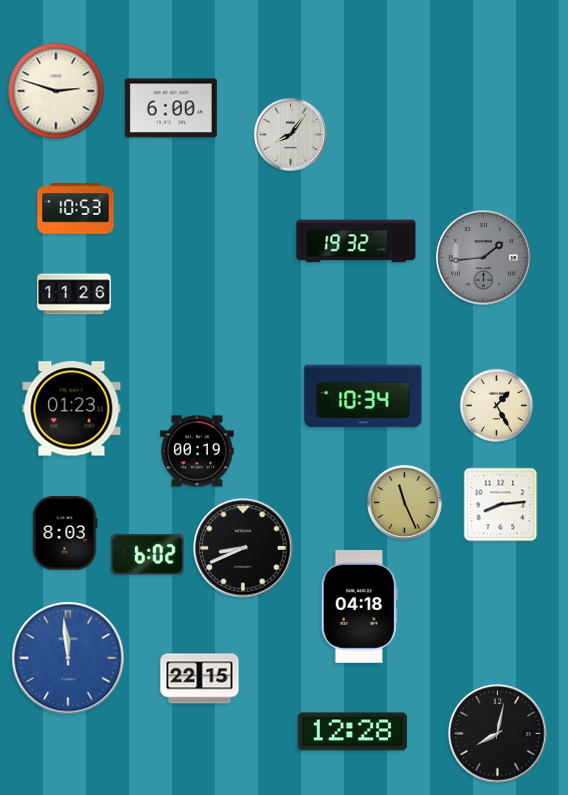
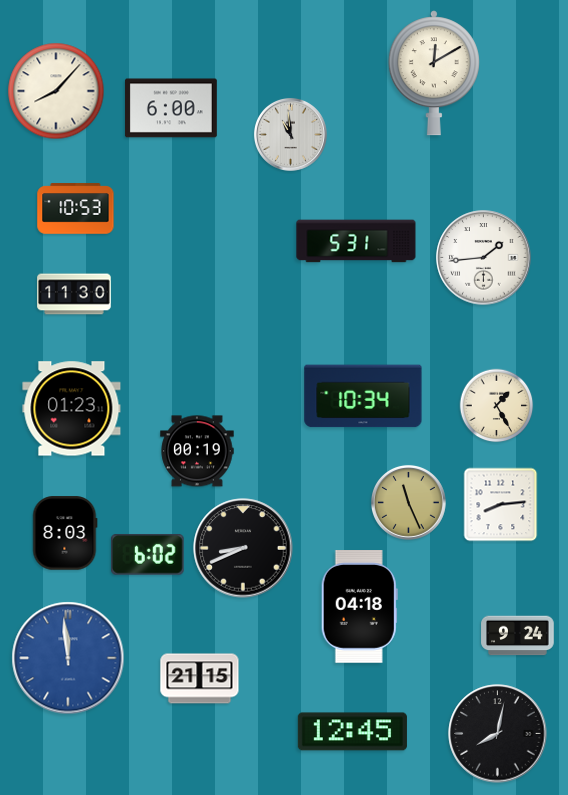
clock at (434, 73): none -> 12:10
clock at (56, 91): 2:48 -> 8:07
clock at (290, 134): 8:06 -> 10:59
clock at (356, 241): 19:32 -> 5:31
clock at (484, 258) dial: grey -> white
clock at (74, 294): 11:26 -> 11:30
clock at (404, 502) position: (404, 502) -> (408, 502)
clock at (518, 636): none -> 9:24
clock at (200, 679): 22:15 -> 21:15
clock at (352, 732): 12:28 -> 12:45
